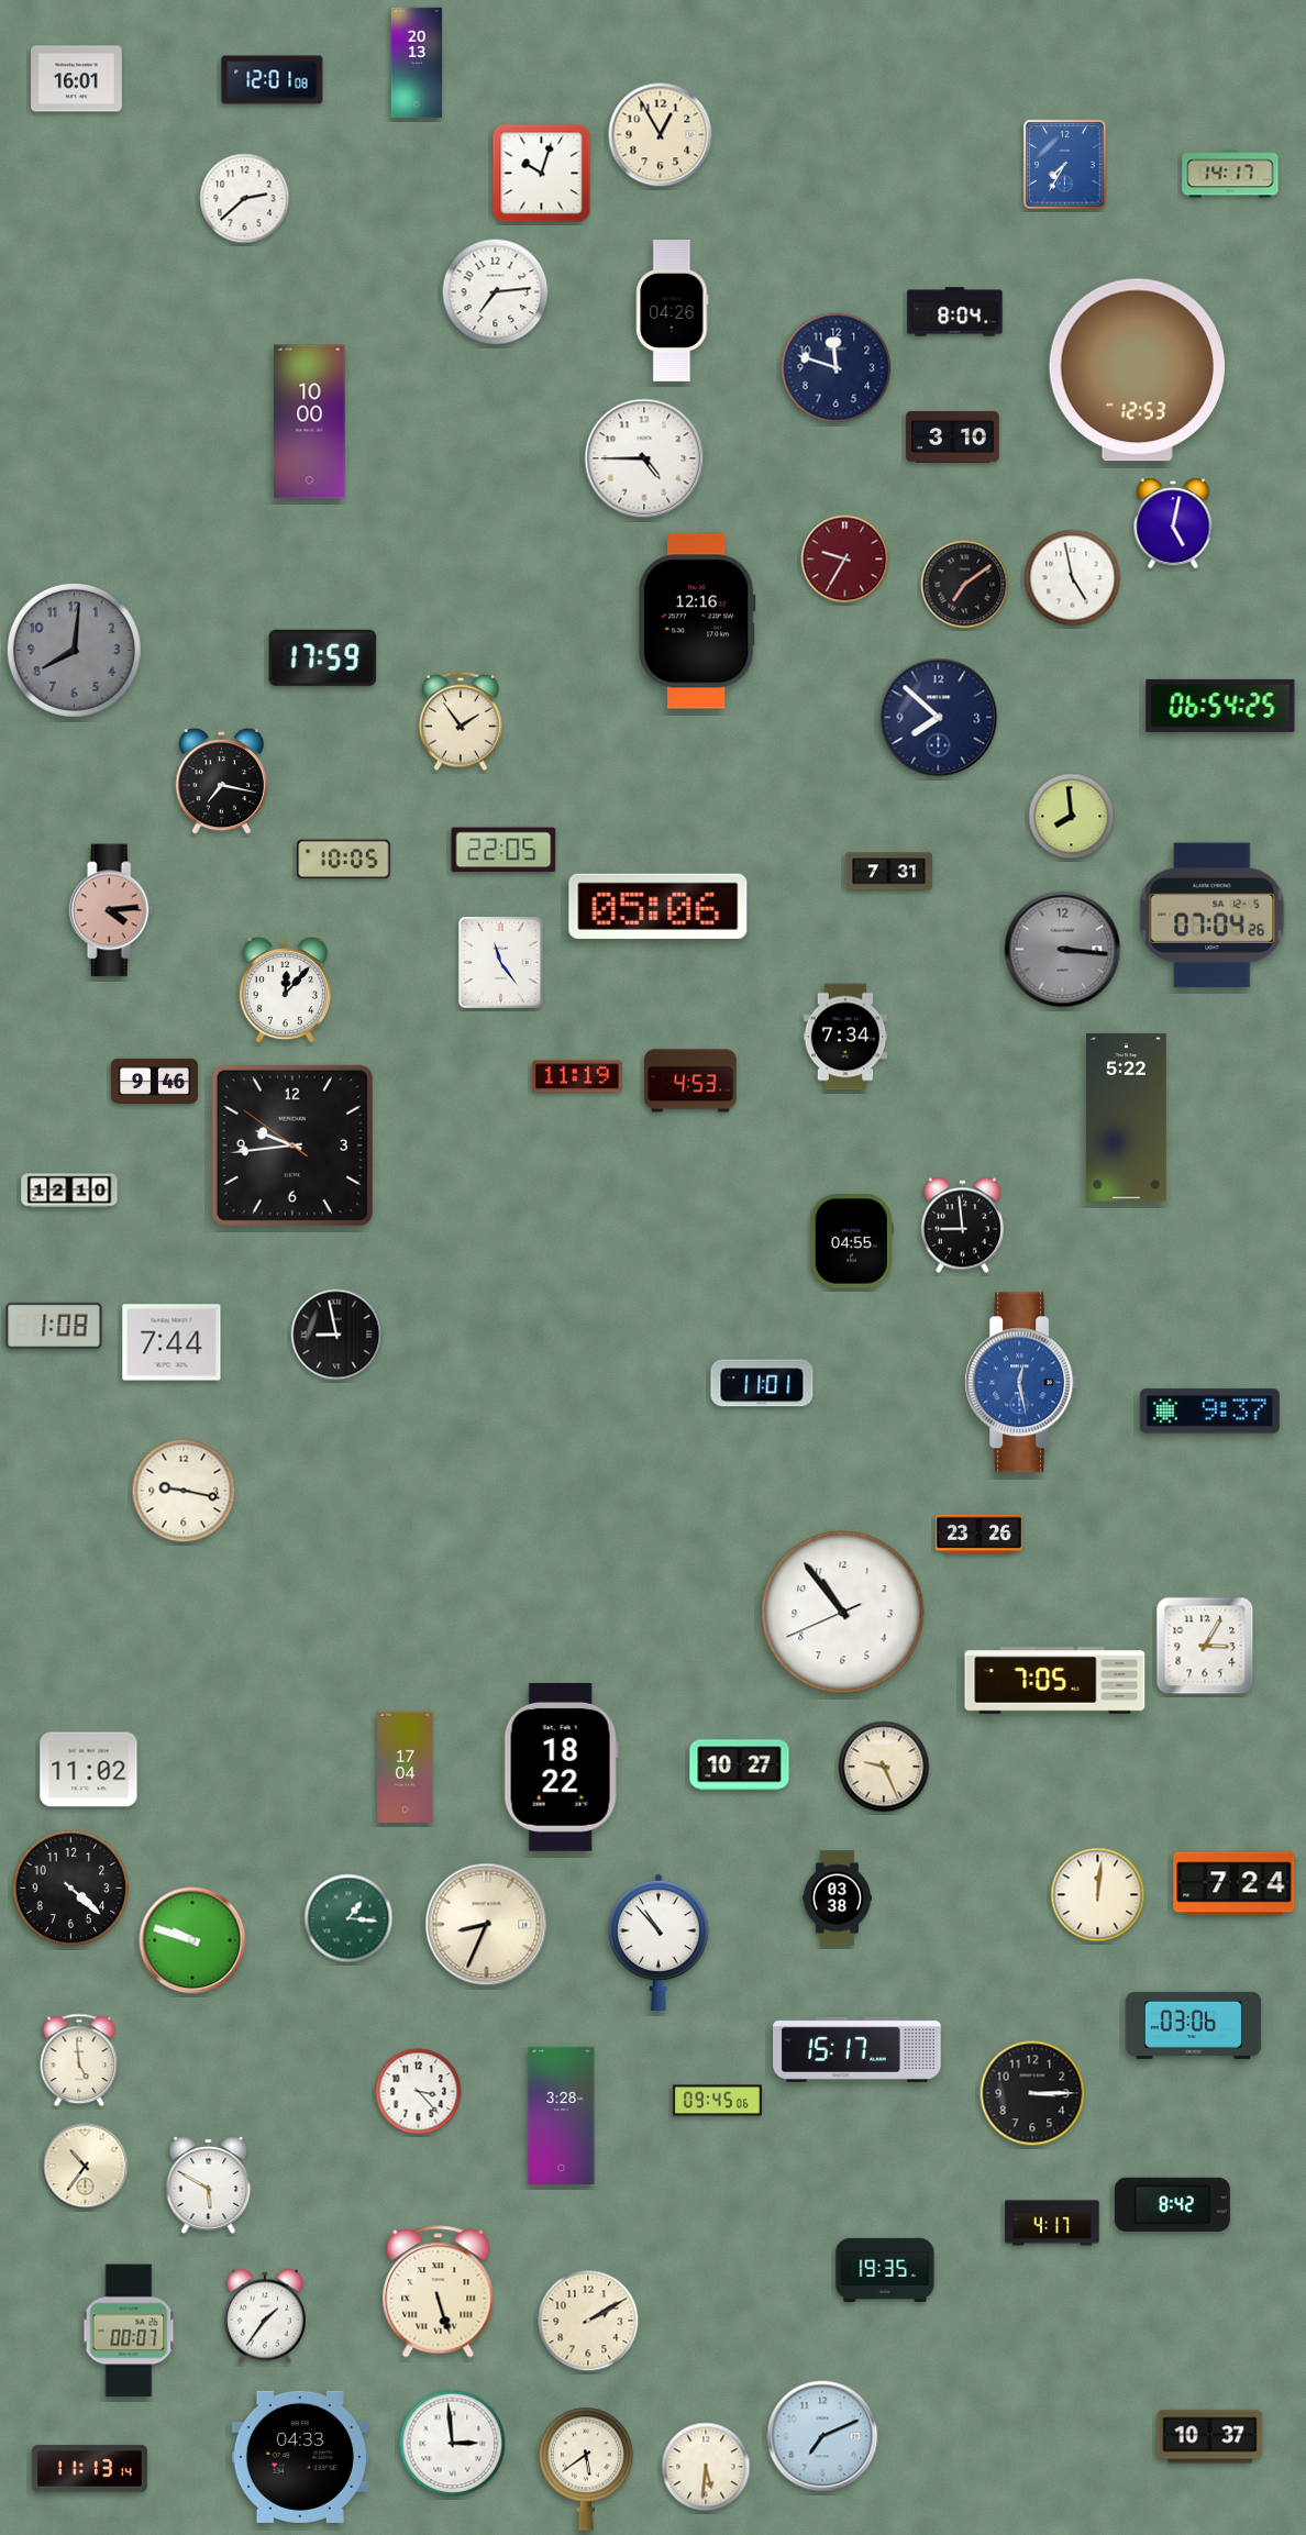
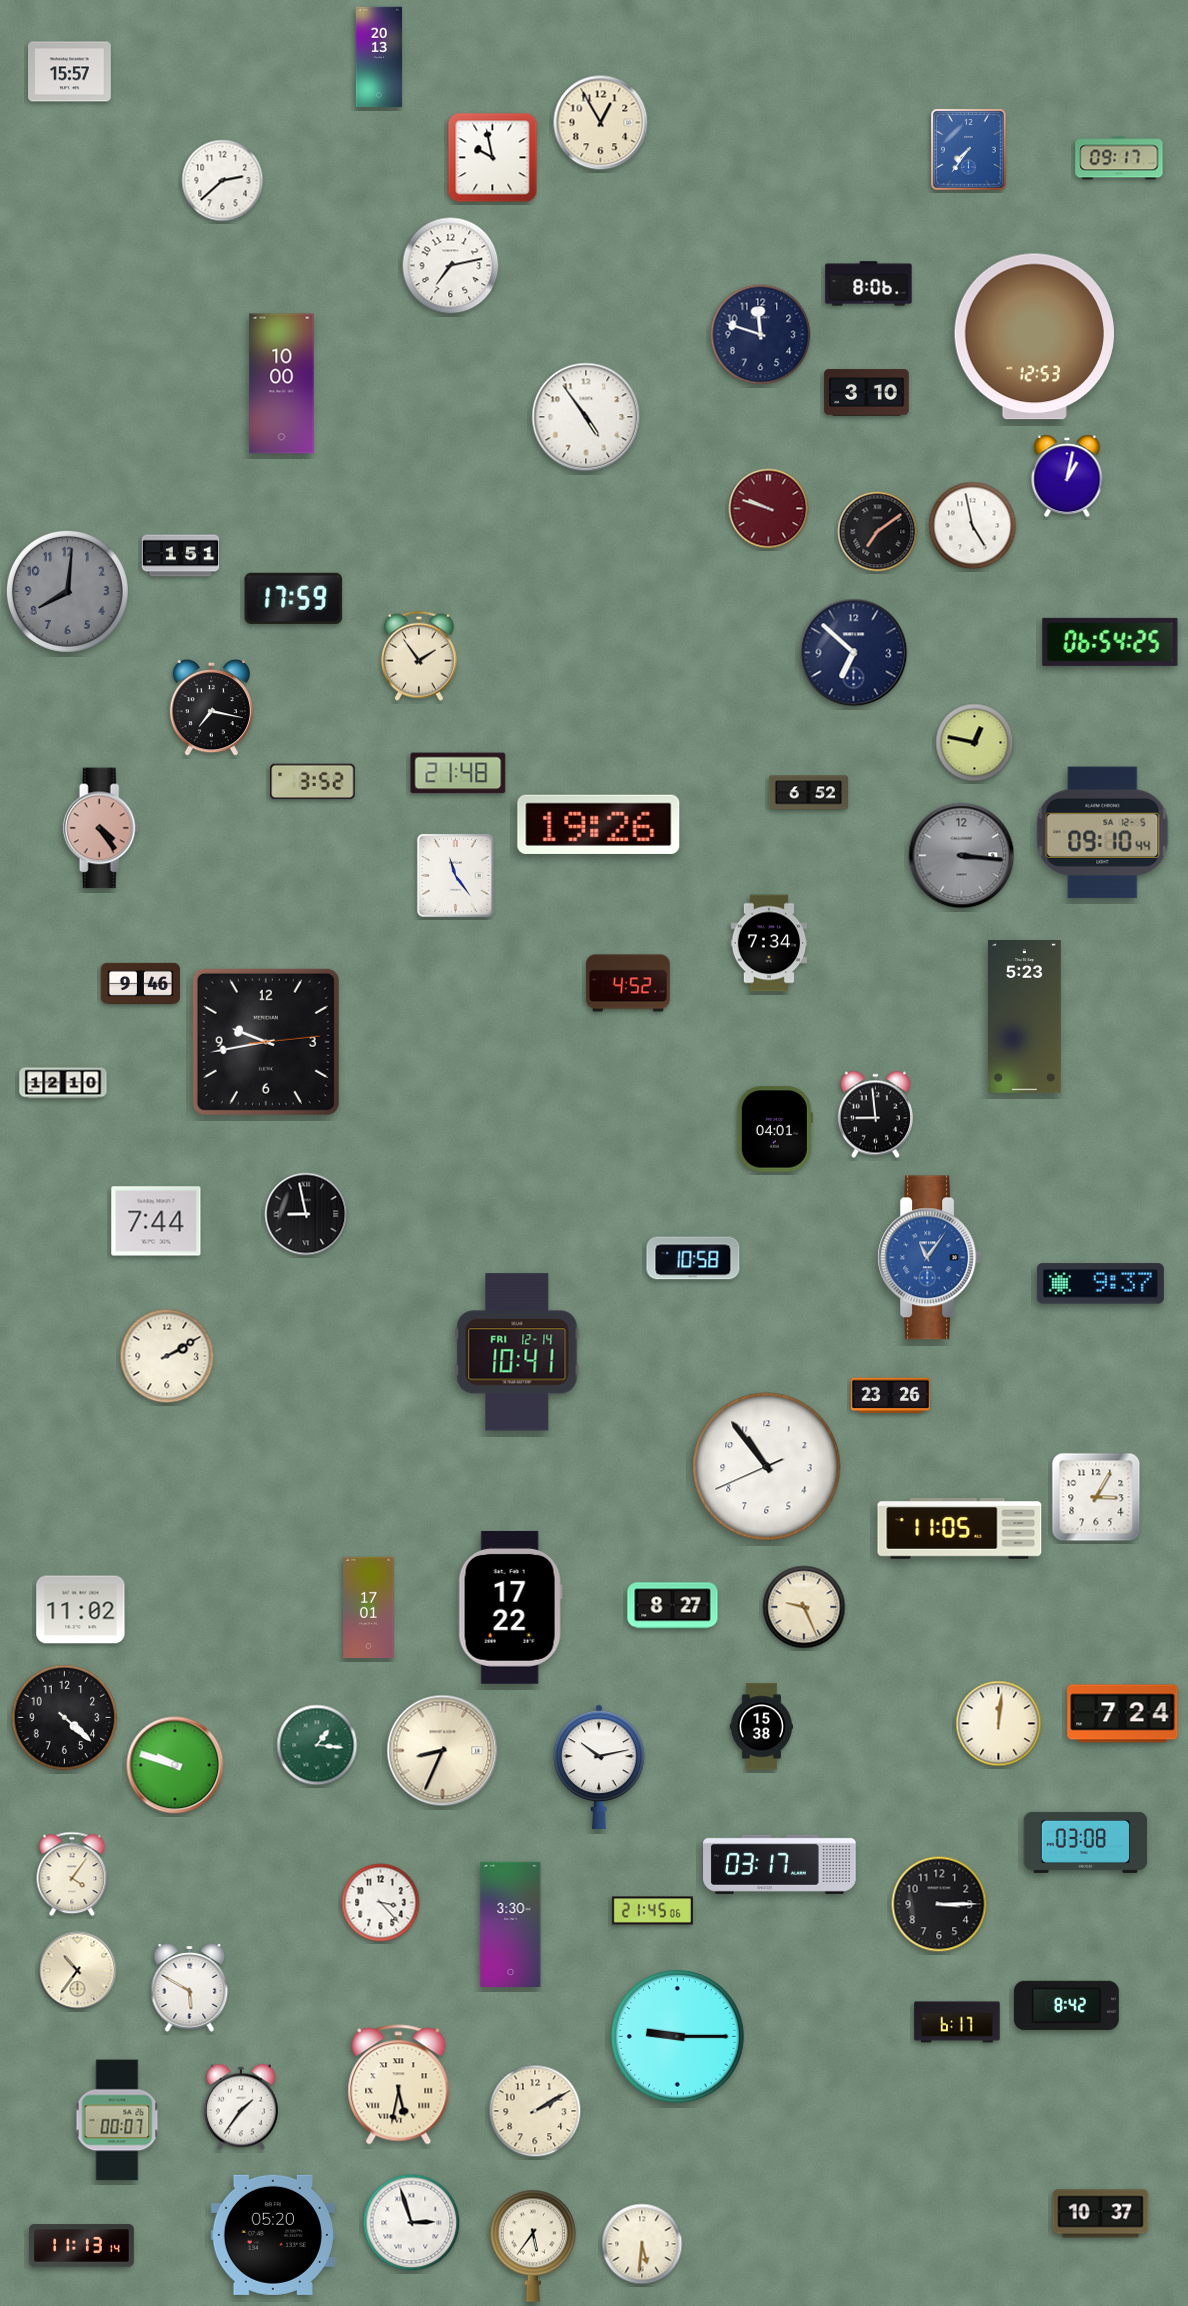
clock at (77, 79): 16:01 -> 15:57
clock at (273, 80): 12:01 -> none
clock at (1065, 165): 7:35 -> 7:36
clock at (542, 174): 10:03 -> 9:58
clock at (1230, 174): 14:17 -> 09:17
clock at (496, 292): 7:14 -> 7:13
clock at (673, 311): 04:26 -> none
clock at (955, 312): 8:04 -> 8:06
clock at (953, 438) position: (953, 438) -> (867, 393)
clock at (644, 458): 4:45 -> 4:54
clock at (1173, 523): 5:02 -> 1:02
clock at (845, 560): 9:35 -> 9:48
clock at (1073, 578) position: (1073, 578) -> (973, 526)
clock at (181, 556): none -> 1:51
clock at (697, 621): 12:16 -> none
clock at (939, 718): 7:52 -> 6:52
clock at (221, 782) position: (221, 782) -> (211, 708)
clock at (1072, 817): 7:59 -> 12:47
clock at (503, 850): 22:05 -> 21:48
clock at (344, 860): 10:05 -> 3:52
clock at (888, 872): 7:31 -> 6:52
clock at (658, 906): 05:06 -> 19:26
clock at (111, 910): 4:14 -> 4:24
clock at (1213, 916): 07:04 -> 09:10
clock at (1063, 950) position: (1063, 950) -> (962, 856)
clock at (285, 990): 12:07 -> none
clock at (577, 1076): 11:19 -> none
clock at (690, 1081): 4:53 -> 4:52
clock at (1126, 1118): 5:22 -> 5:23
clock at (292, 1145): 9:43:51 -> 9:43:14
clock at (852, 1241): 04:55 -> 04:01
clock at (54, 1326): 1:08 -> none
clock at (762, 1383): 11:01 -> 10:58
clock at (1022, 1383): 12:28 -> 11:06
clock at (517, 1352): none -> 10:41
clock at (184, 1491): 9:17 -> 2:10
clock at (1055, 1681): 7:05 -> 11:05
clock at (740, 1765): 10:27 -> 8:27
clock at (561, 1767): 18:22 -> 17:22
clock at (406, 1768): 17:04 -> 17:01
clock at (837, 1899): 03:38 -> 15:38
clock at (660, 1942): 10:53 -> 10:13
clock at (1194, 2025): 03:06 -> 03:08
clock at (857, 2049): 15:17 -> 03:17
clock at (79, 2060): 4:59 -> 4:06
clock at (717, 2101): 09:45 -> 21:45
clock at (562, 2115): 3:28 -> 3:30
clock at (1052, 2223): 4:17 -> 6:17
clock at (678, 2037): none -> 9:15
clock at (885, 2270): 19:35 -> none
clock at (439, 2292): 5:27 -> 5:32
clock at (822, 2436): 7:11 -> none
clock at (1210, 2437) position: (1210, 2437) -> (1101, 2214)
clock at (453, 2444): 2:59 -> 2:57
clock at (300, 2457): 04:33 -> 05:20
clock at (586, 2469): 5:39 -> 5:36
